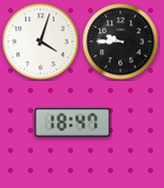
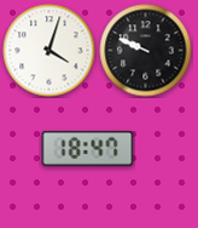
clock at (121, 42): 9:45 -> 9:49
